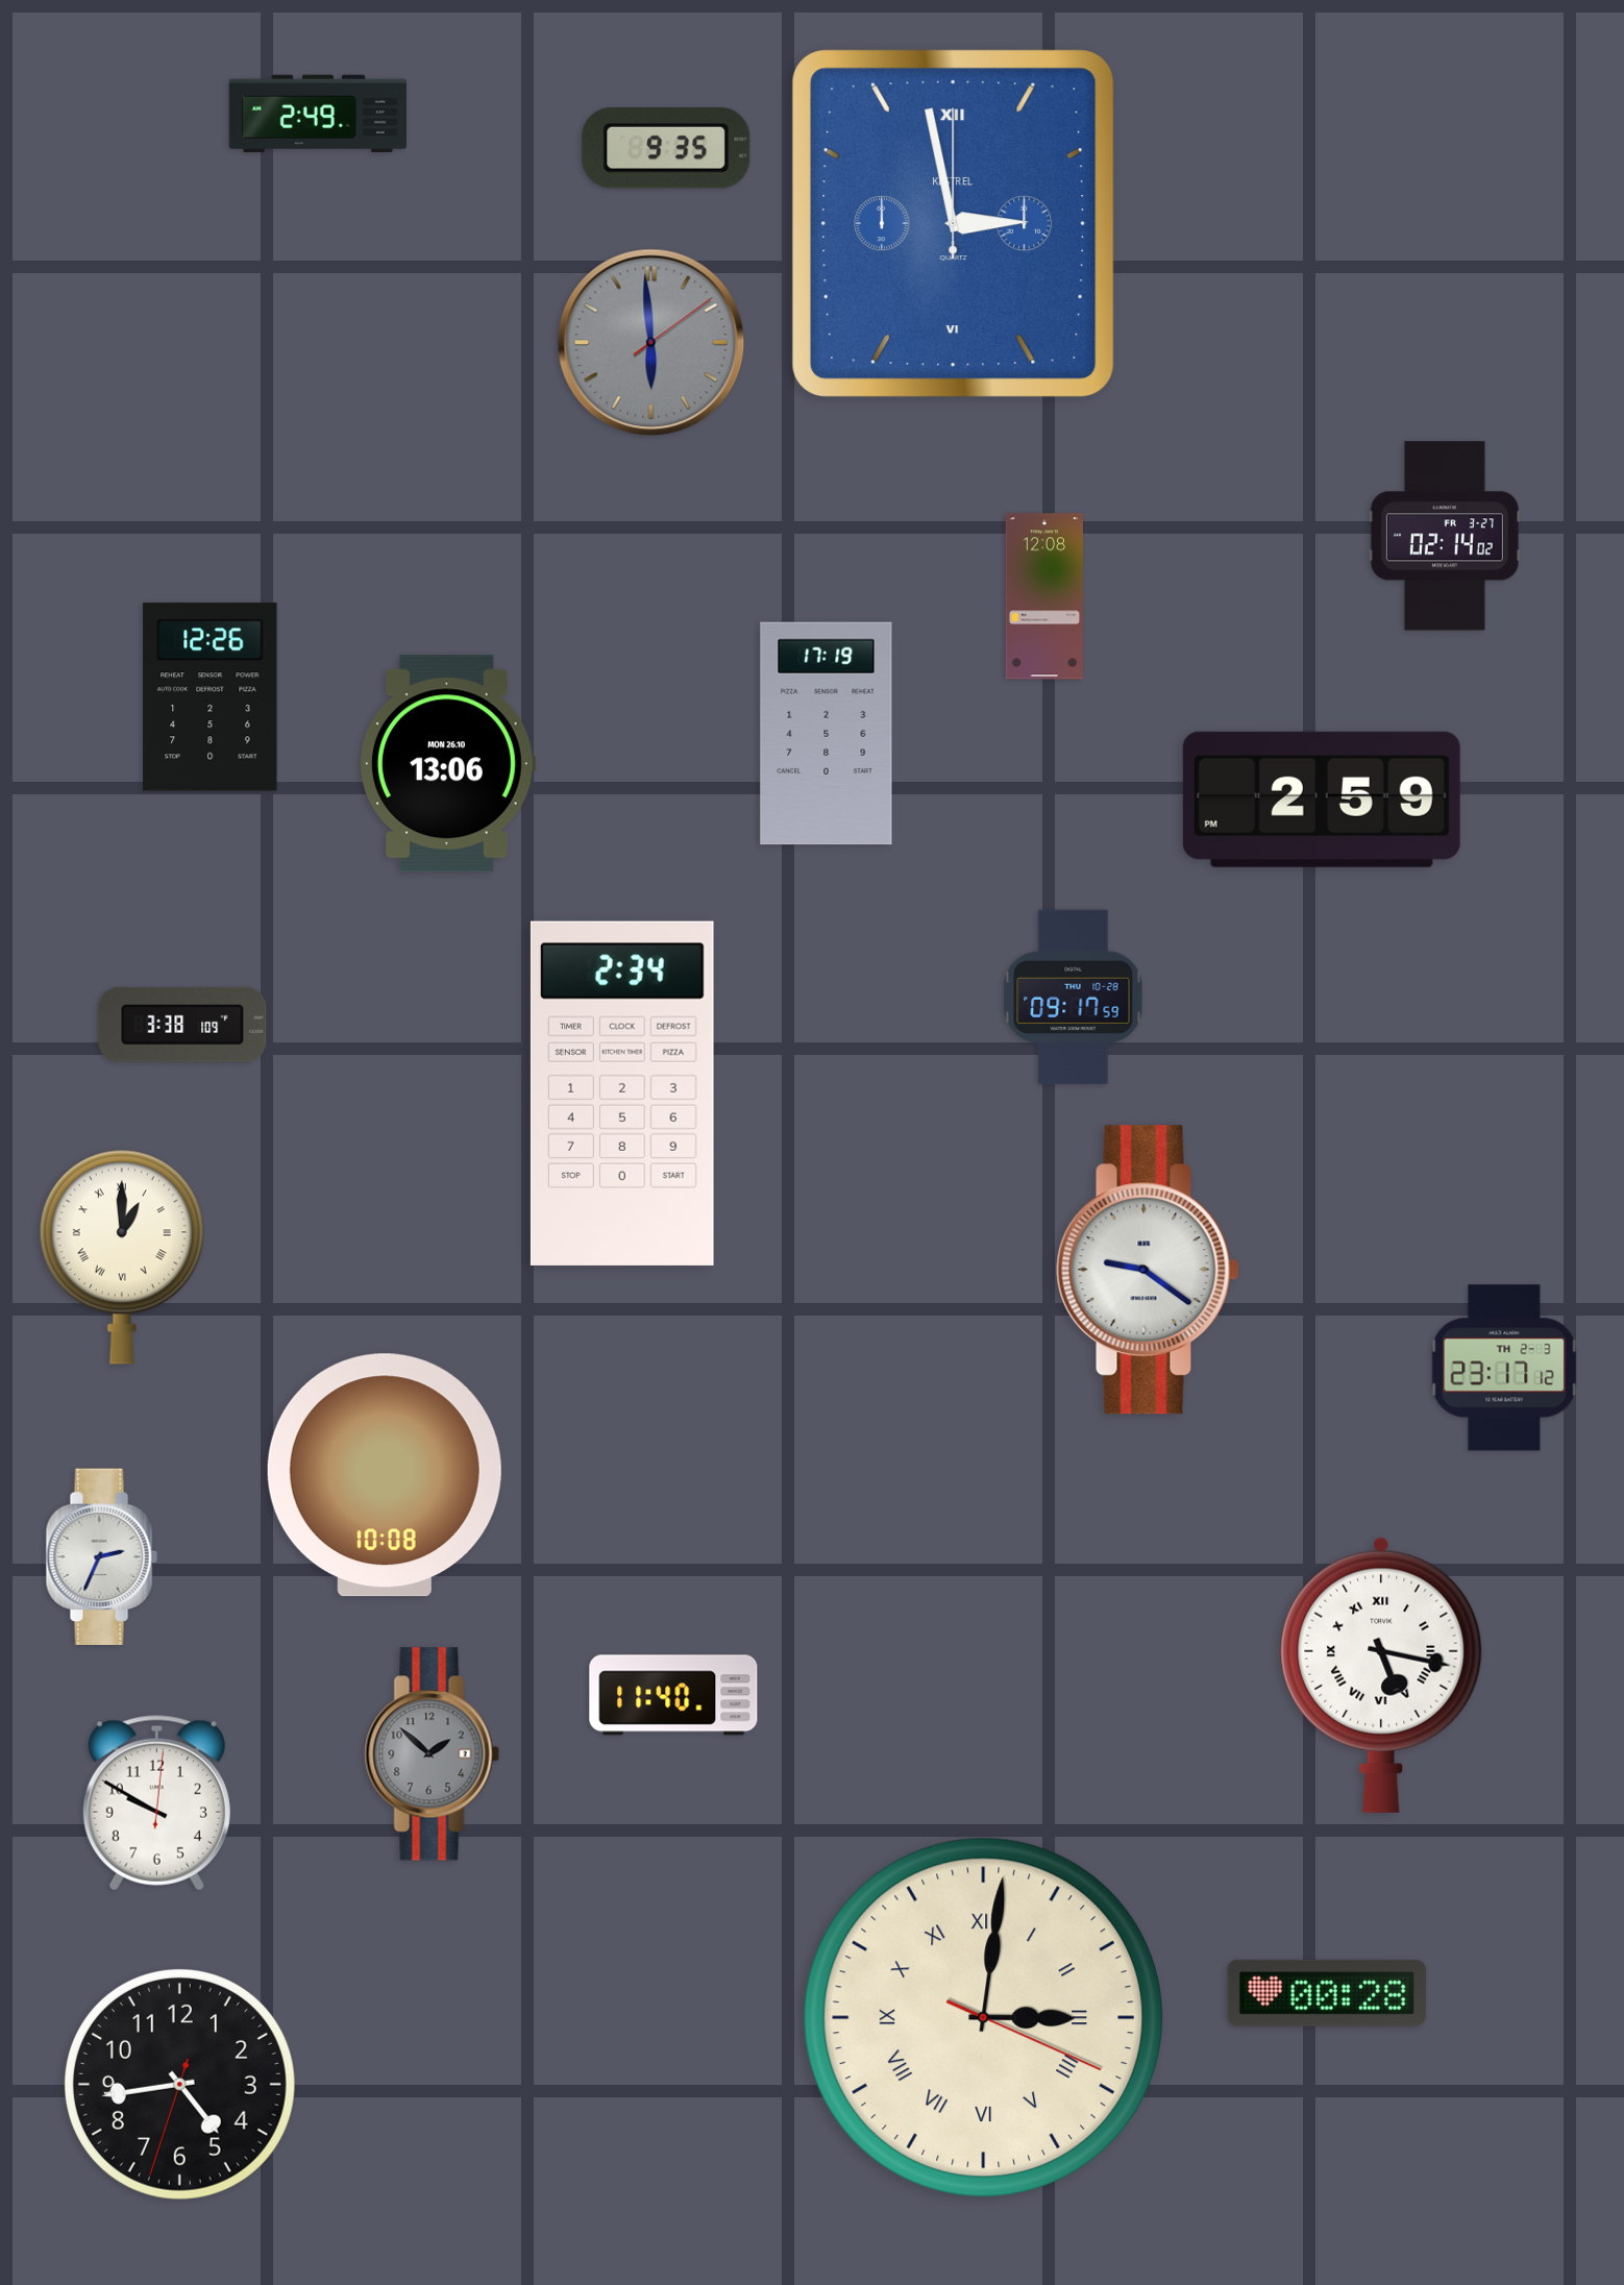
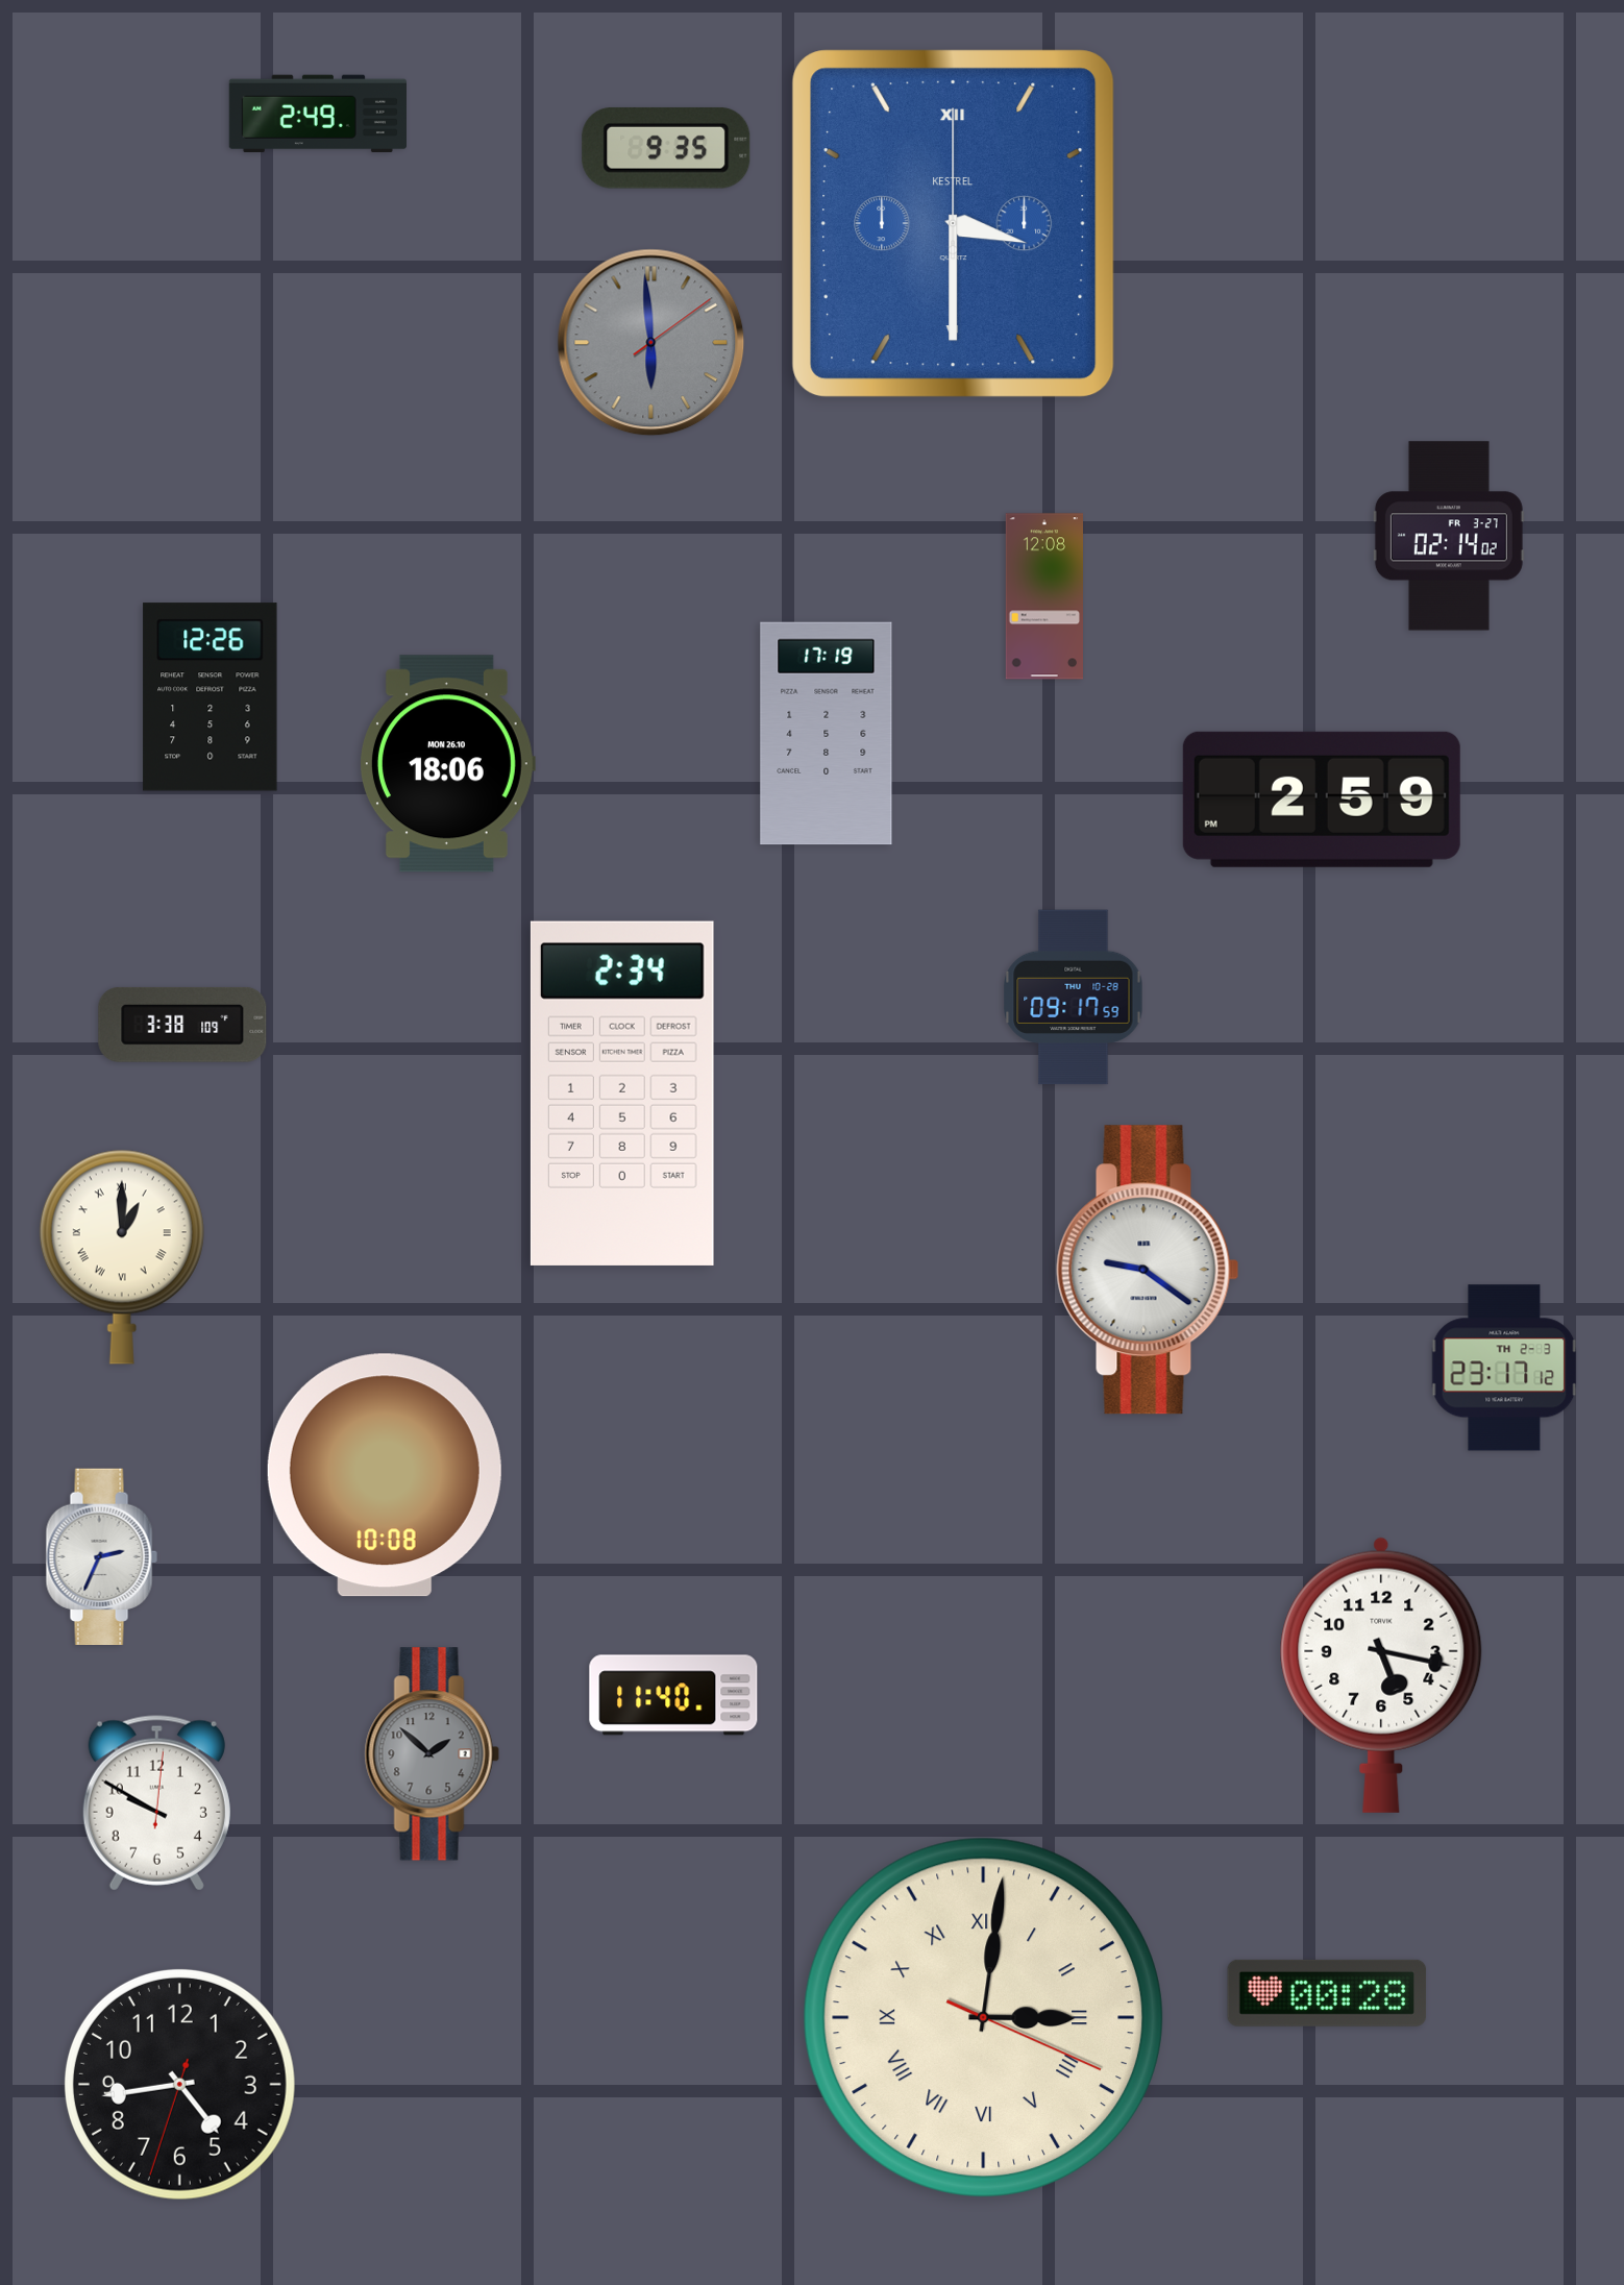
clock at (954, 224): 2:58 -> 3:30
clock at (1445, 536) position: (1445, 536) -> (1449, 536)
clock at (447, 764): 13:06 -> 18:06
clock at (1381, 1675) numerals: Roman -> Arabic
